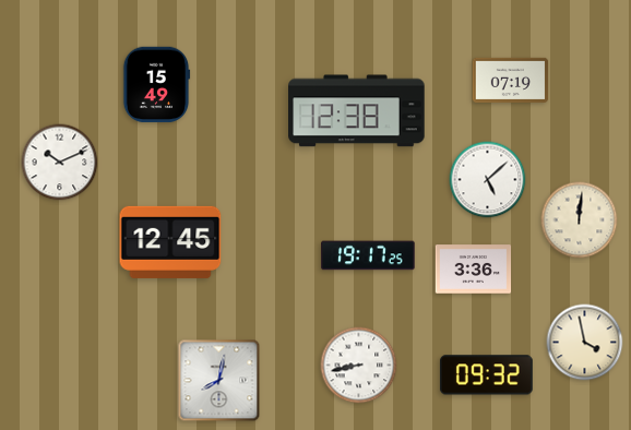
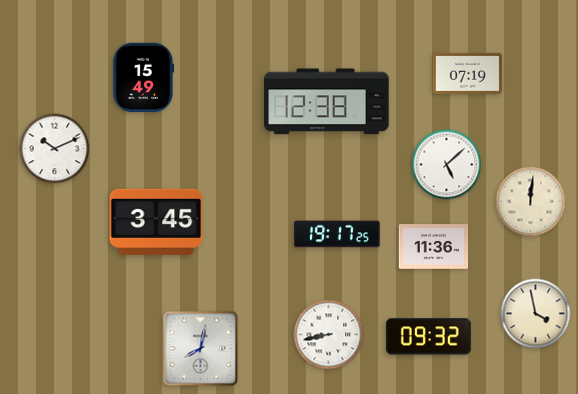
clock at (170, 242): 12:45 -> 3:45
clock at (474, 270): 3:36 -> 11:36
clock at (486, 375) position: (486, 375) -> (428, 337)
